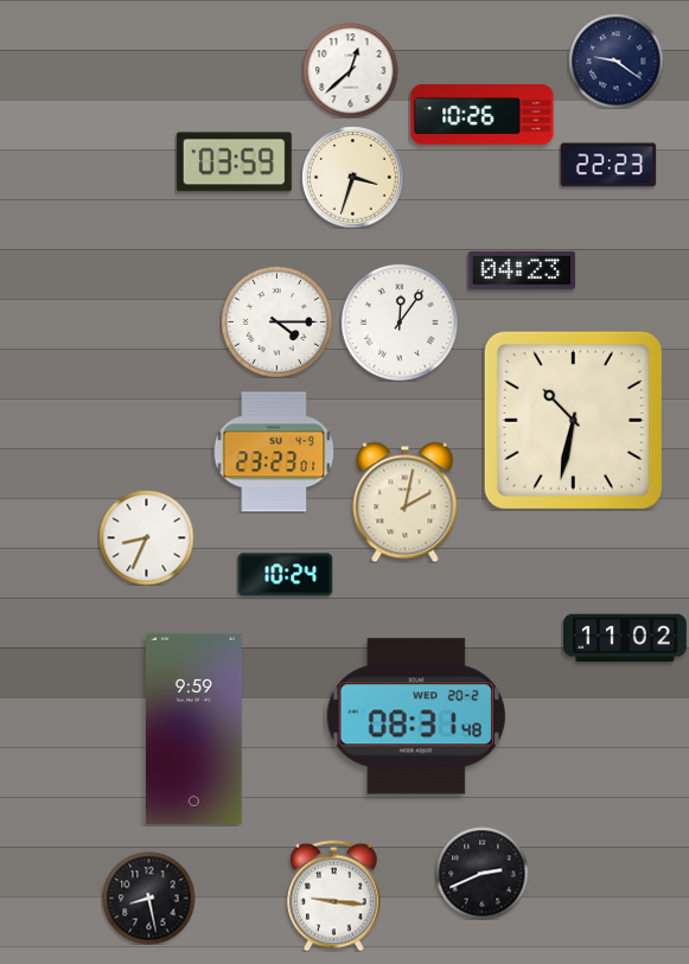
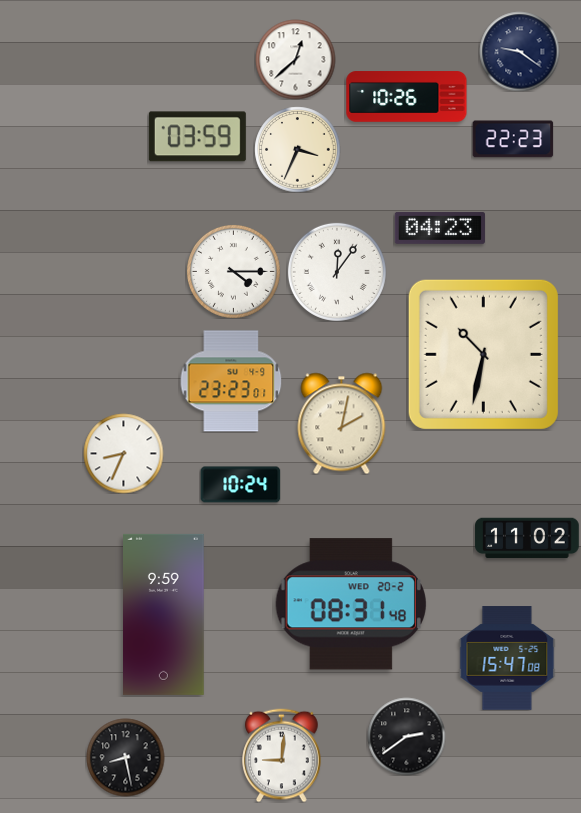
clock at (352, 177): 3:33 -> 3:34
clock at (507, 658): none -> 15:47
clock at (481, 873): 2:41 -> 2:39
clock at (334, 895): 9:16 -> 9:01
